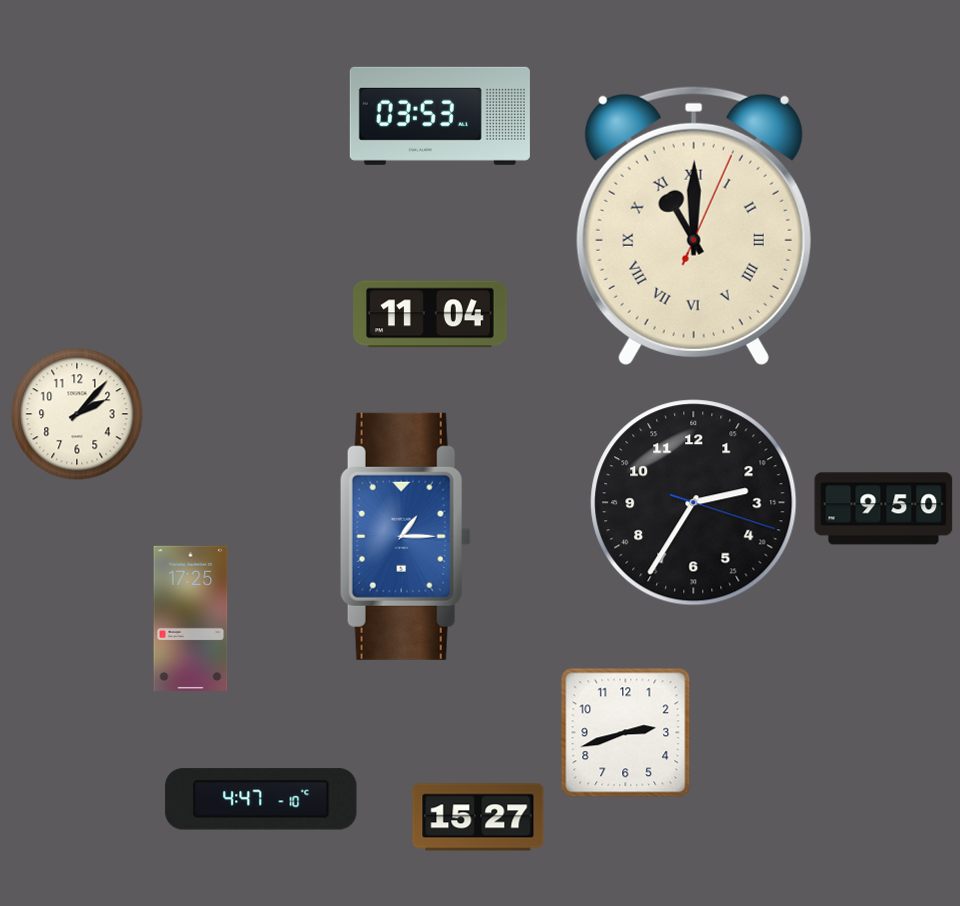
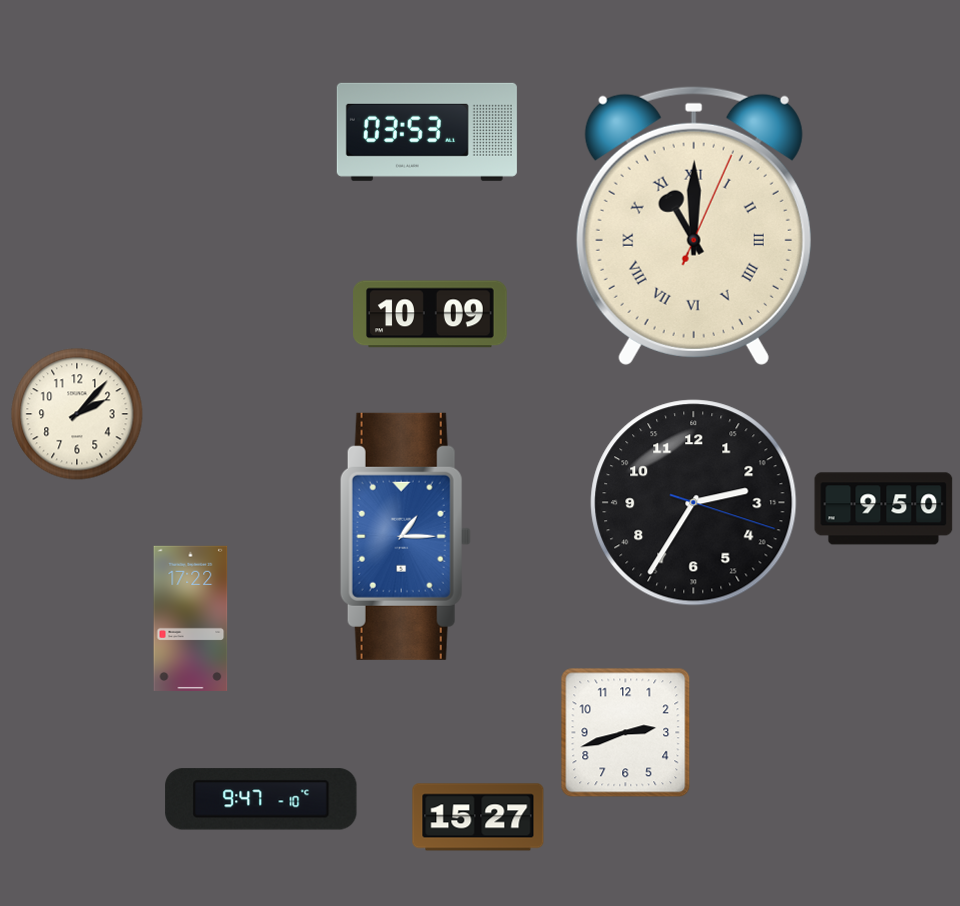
clock at (440, 116) position: (440, 116) -> (427, 132)
clock at (430, 314): 11:04 -> 10:09
clock at (191, 618): 17:25 -> 17:22
clock at (261, 799): 4:47 -> 9:47
